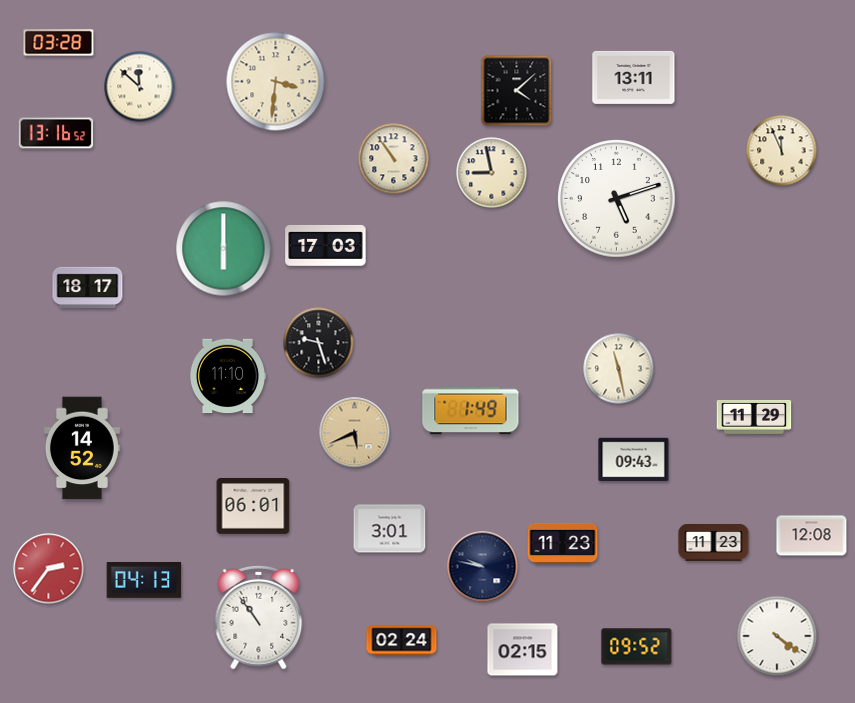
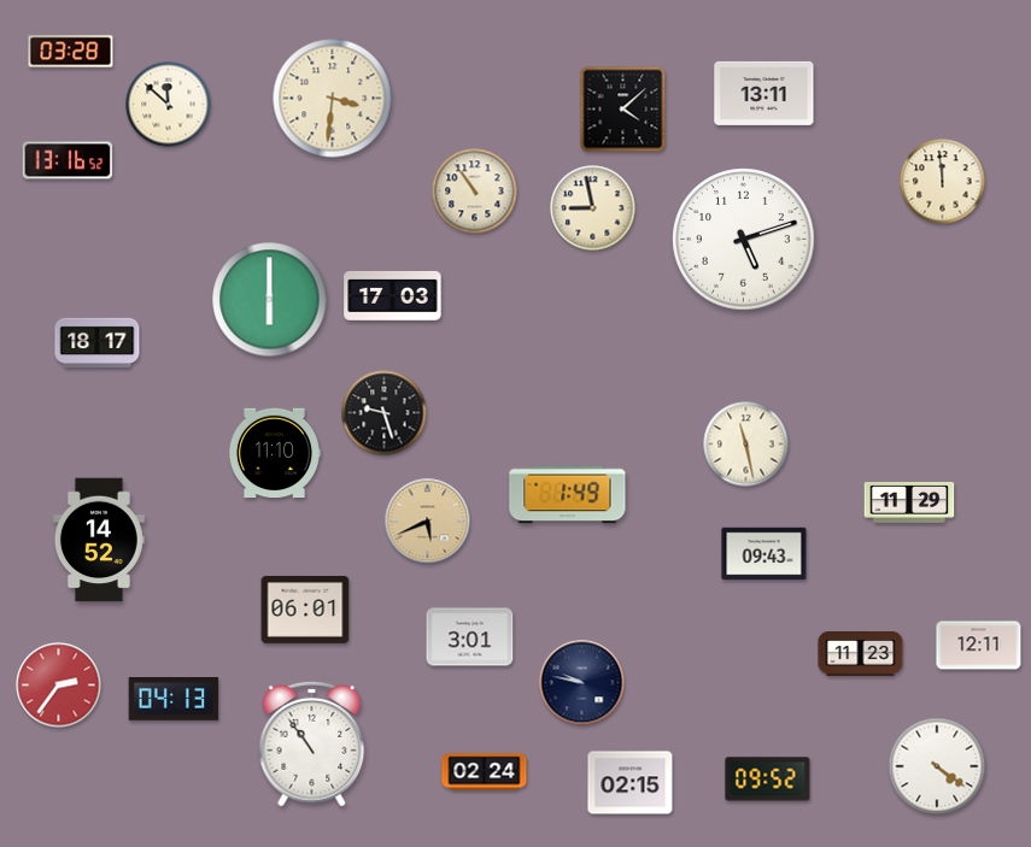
clock at (782, 151): 11:56 -> 11:59
clock at (88, 288) position: (88, 288) -> (98, 343)
clock at (812, 536): 12:08 -> 12:11
clock at (563, 543): 11:23 -> none
